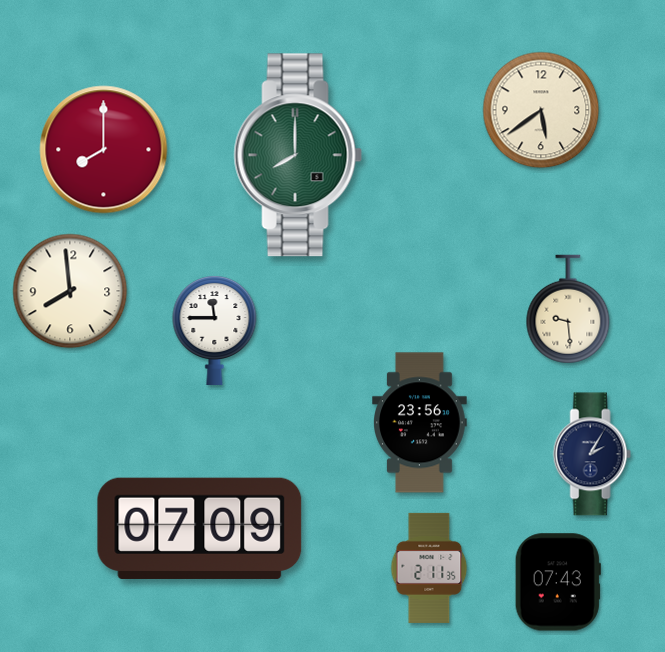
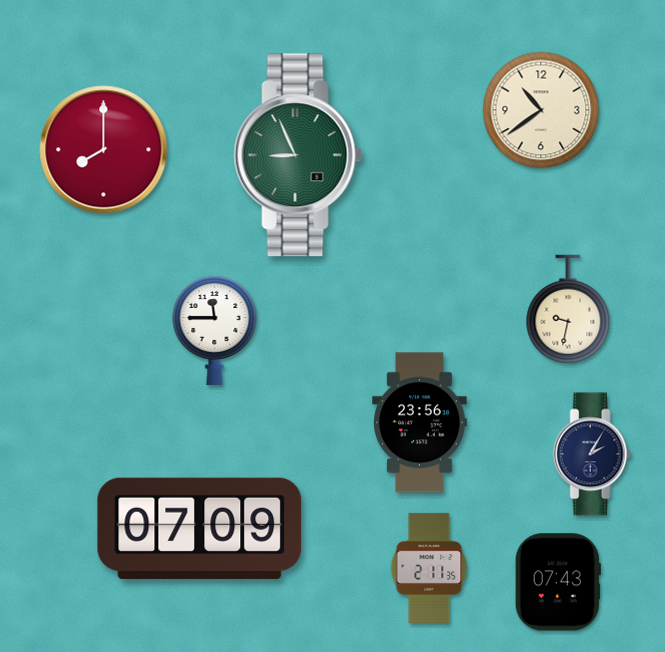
clock at (541, 110): 5:39 -> 10:39
clock at (298, 155): 8:00 -> 8:56
clock at (70, 291): 7:59 -> none
clock at (568, 309): 9:29 -> 9:32
